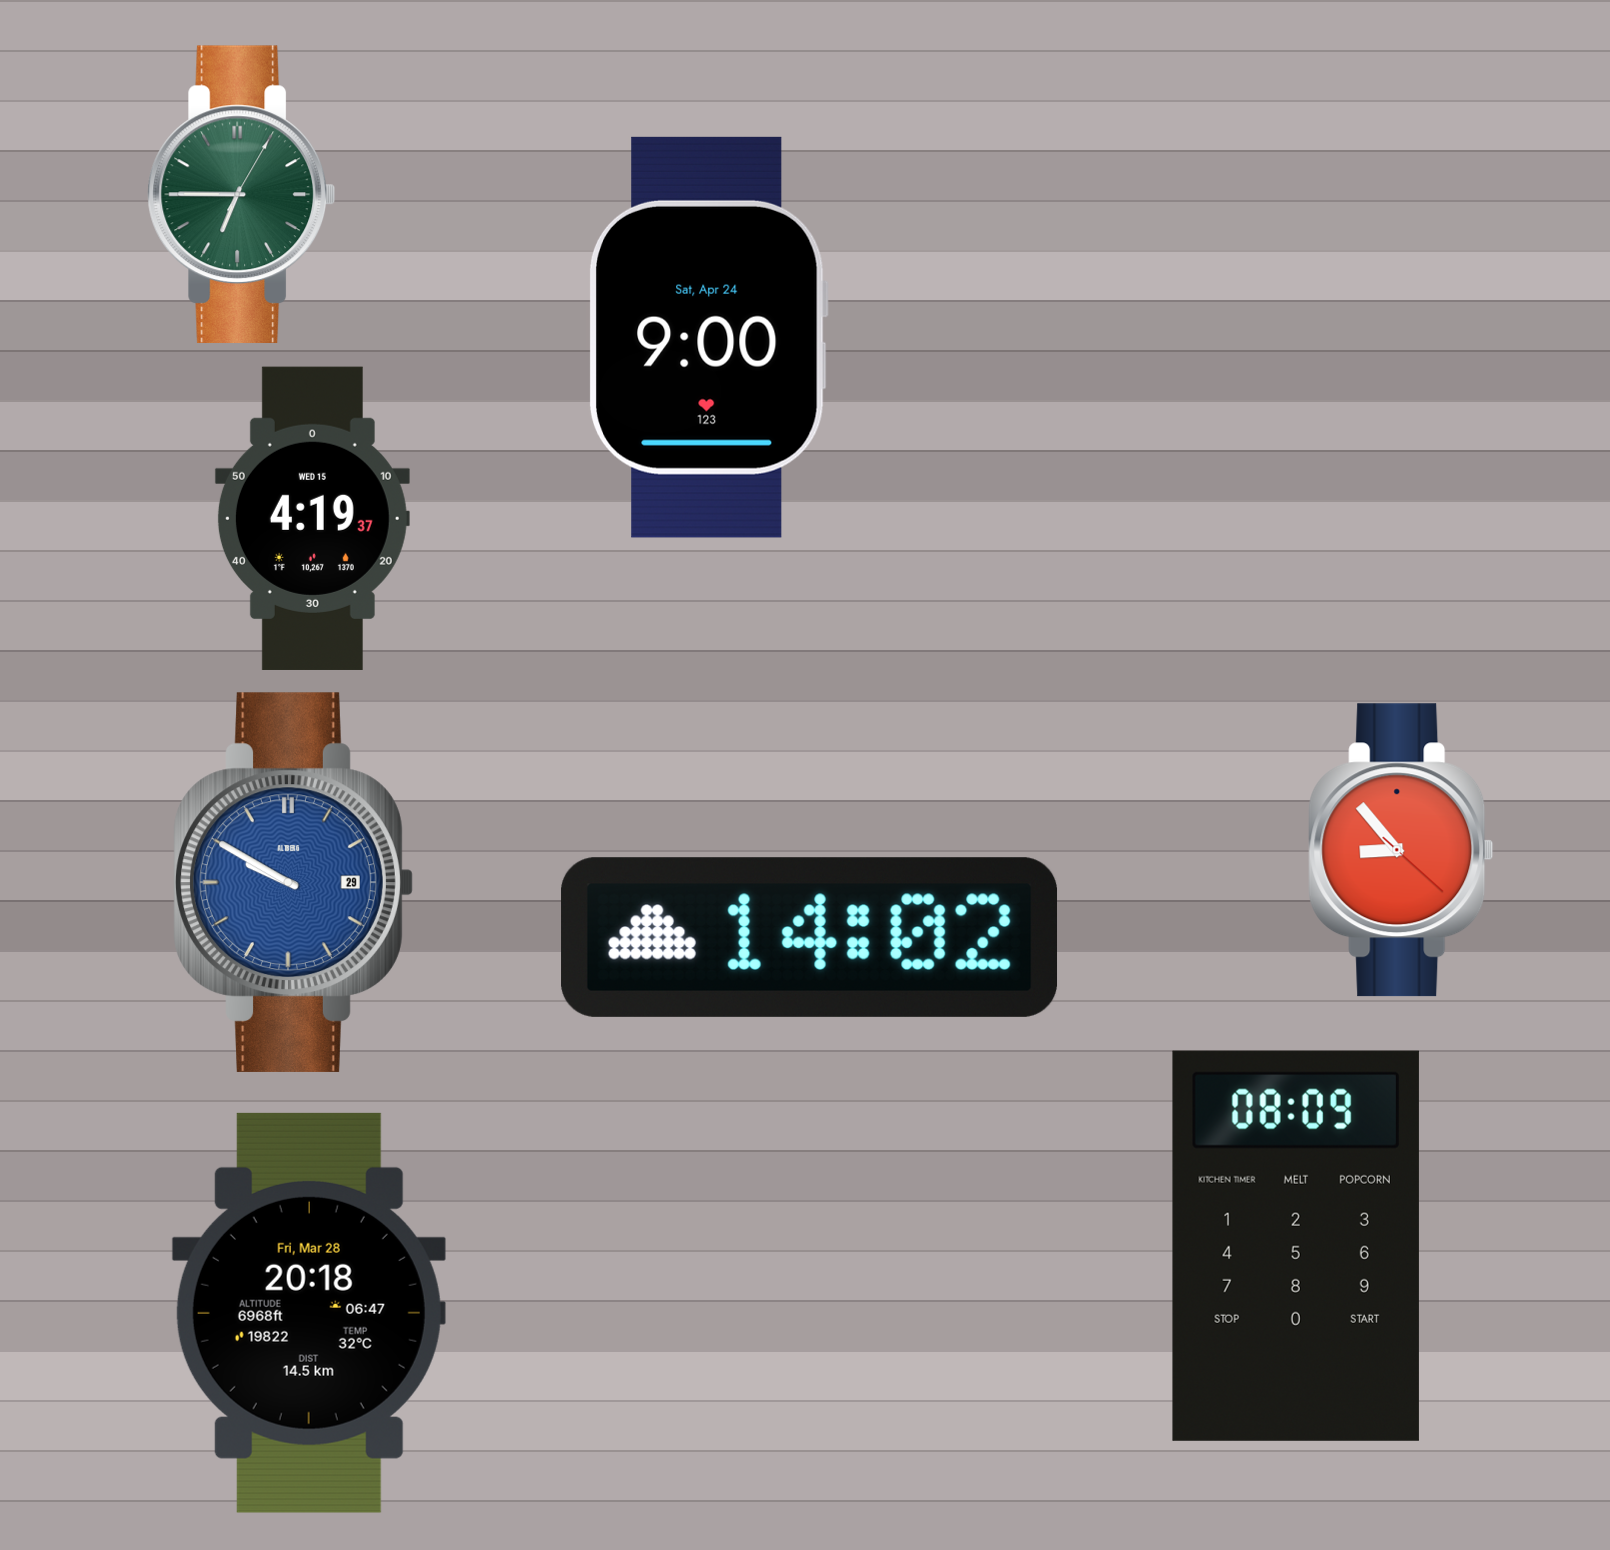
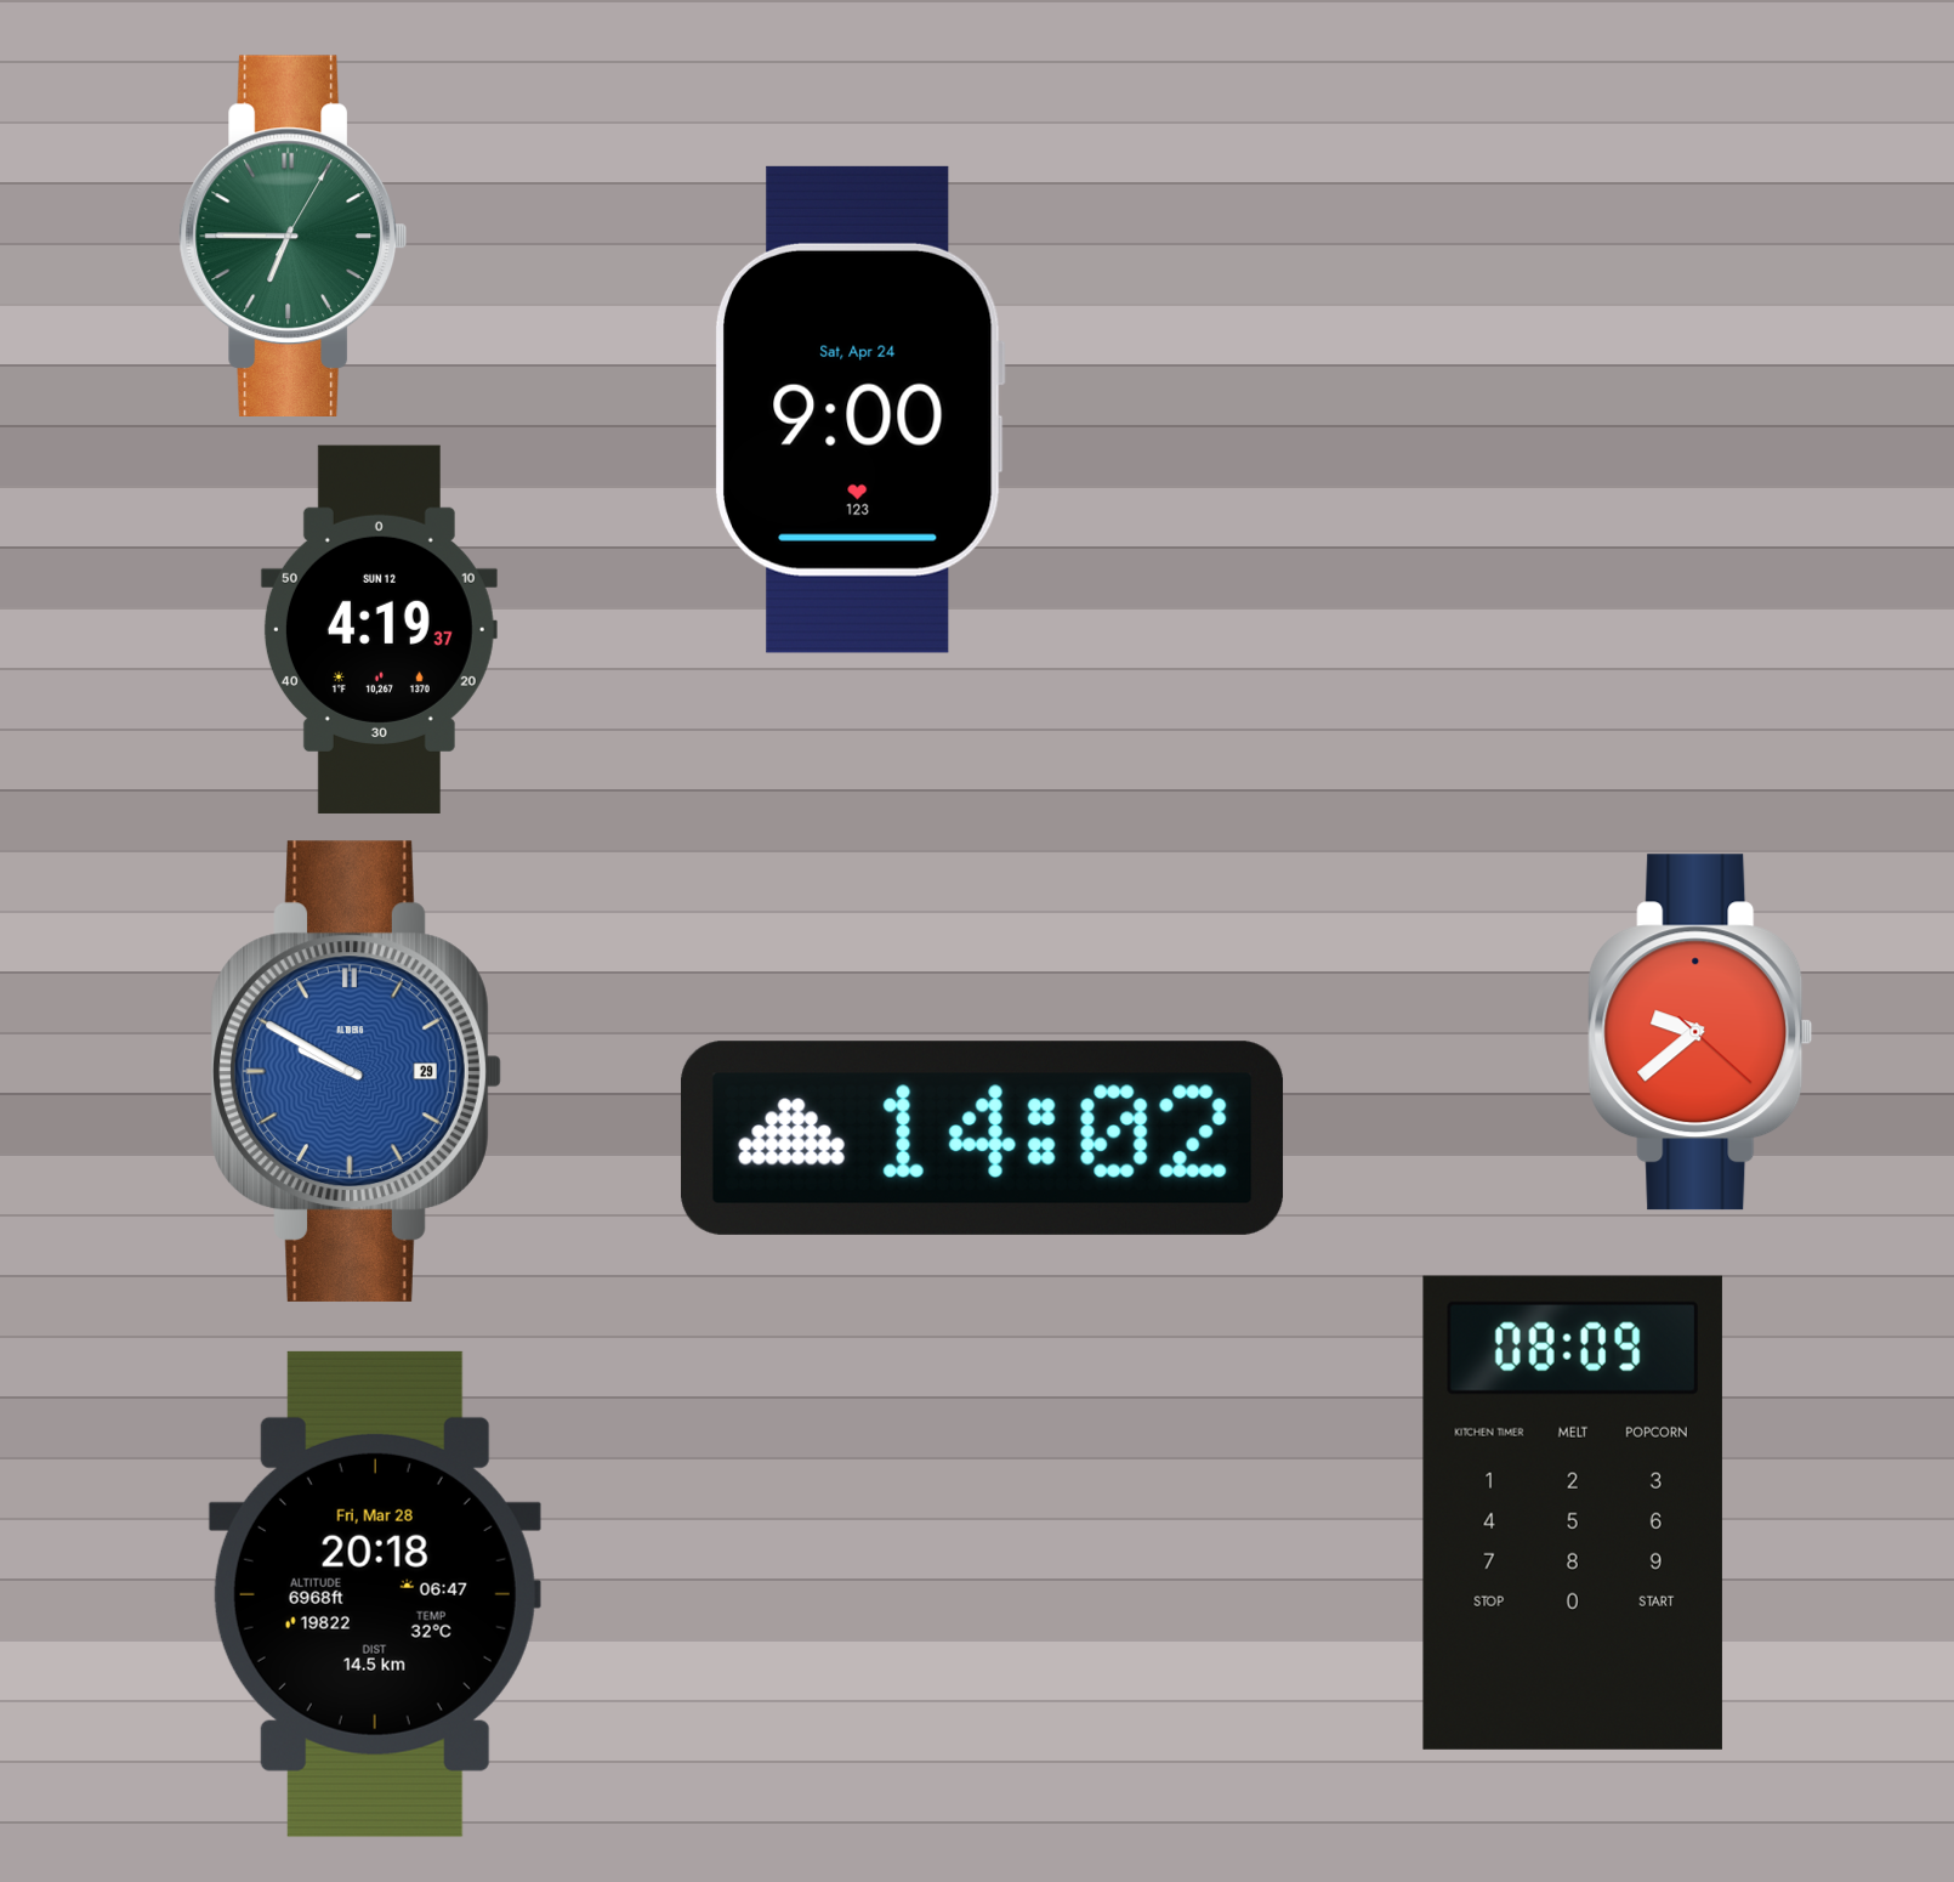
clock at (312, 518) date: WED 15 -> SUN 12
clock at (1401, 850): 8:53 -> 9:38
